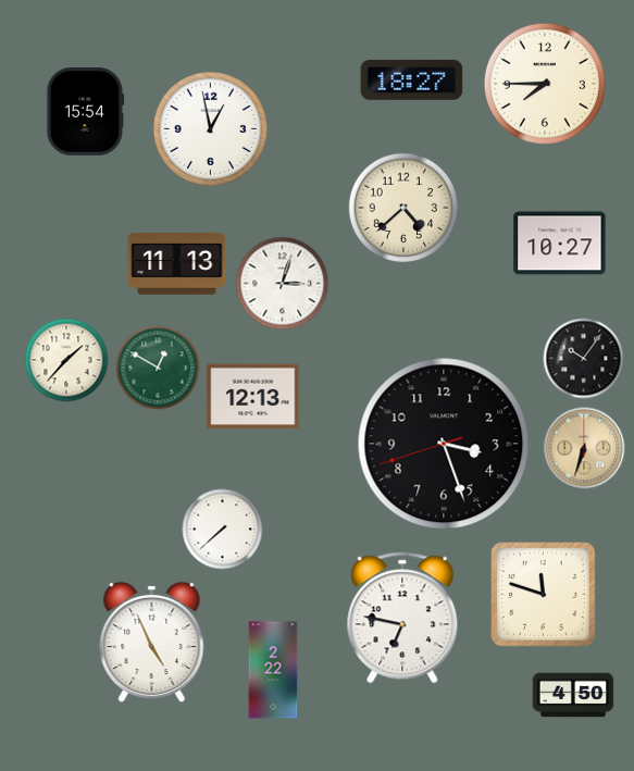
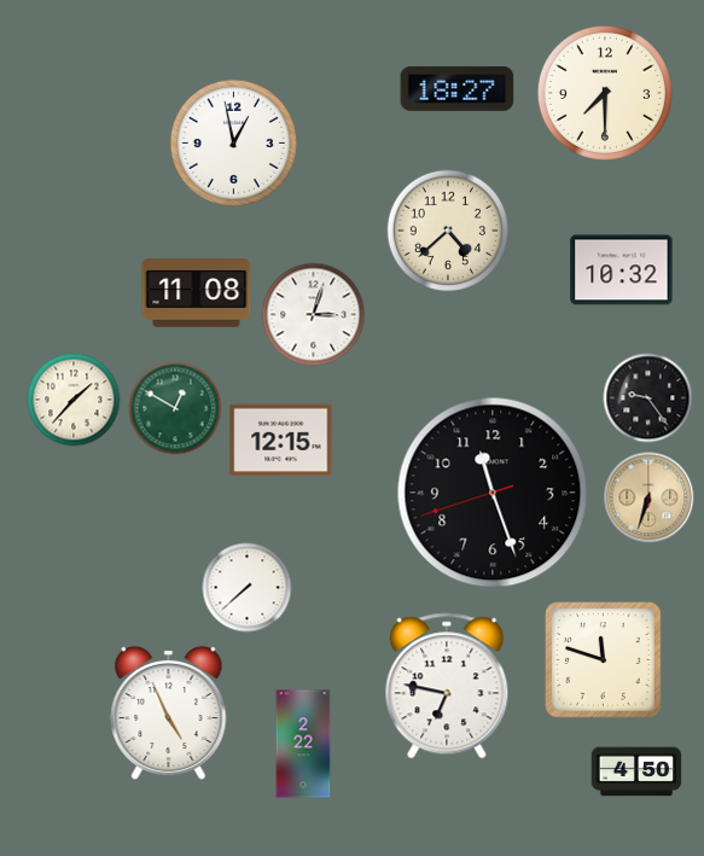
clock at (545, 84): 7:45 -> 7:30
clock at (86, 112): 15:54 -> none
clock at (560, 244): 10:27 -> 10:32
clock at (177, 264): 11:13 -> 11:08
clock at (584, 359): 10:06 -> 9:24
clock at (253, 397): 12:13 -> 12:15
clock at (444, 444): 3:26 -> 11:26
